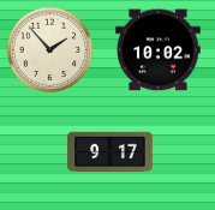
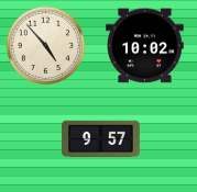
clock at (49, 49): 1:53 -> 4:53
clock at (111, 152): 9:17 -> 9:57
